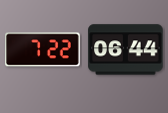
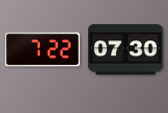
clock at (126, 50): 06:44 -> 07:30
